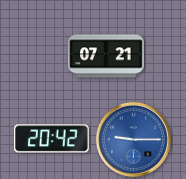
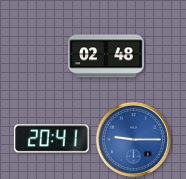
clock at (106, 56): 07:21 -> 02:48
clock at (52, 139): 20:42 -> 20:41
